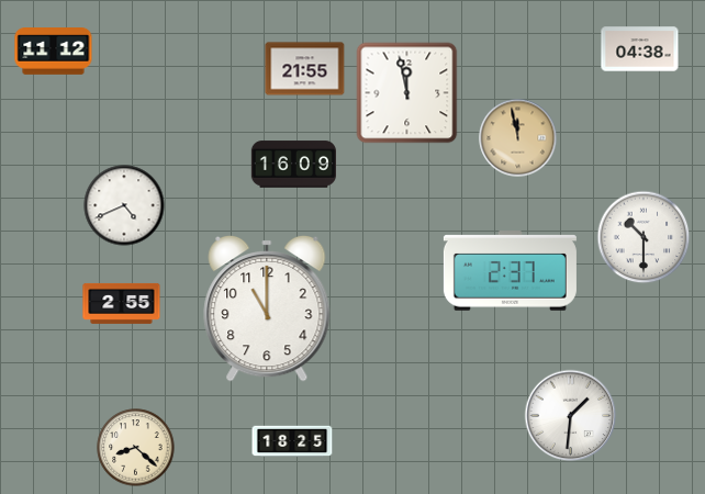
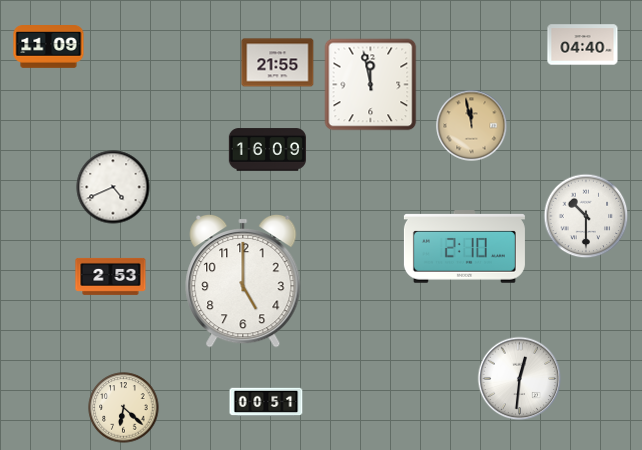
clock at (640, 49): 04:38 -> 04:40
clock at (54, 52): 11:12 -> 11:09
clock at (510, 271): 2:37 -> 2:10
clock at (122, 303): 2:55 -> 2:53
clock at (267, 308): 11:00 -> 5:00
clock at (571, 416): 1:31 -> 12:31
clock at (292, 441): 18:25 -> 00:51
clock at (136, 448): 8:22 -> 6:22
